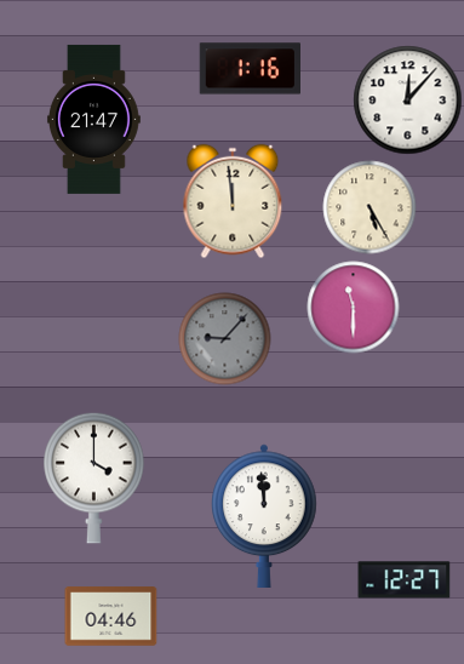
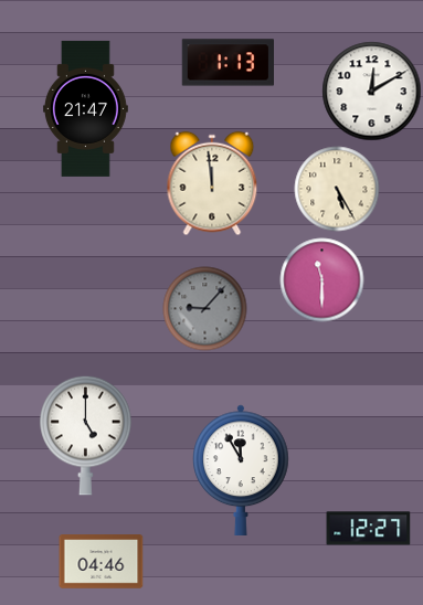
clock at (250, 69): 1:16 -> 1:13
clock at (408, 101): 12:07 -> 12:10
clock at (94, 477): 4:00 -> 5:00
clock at (264, 515): 11:59 -> 11:55
